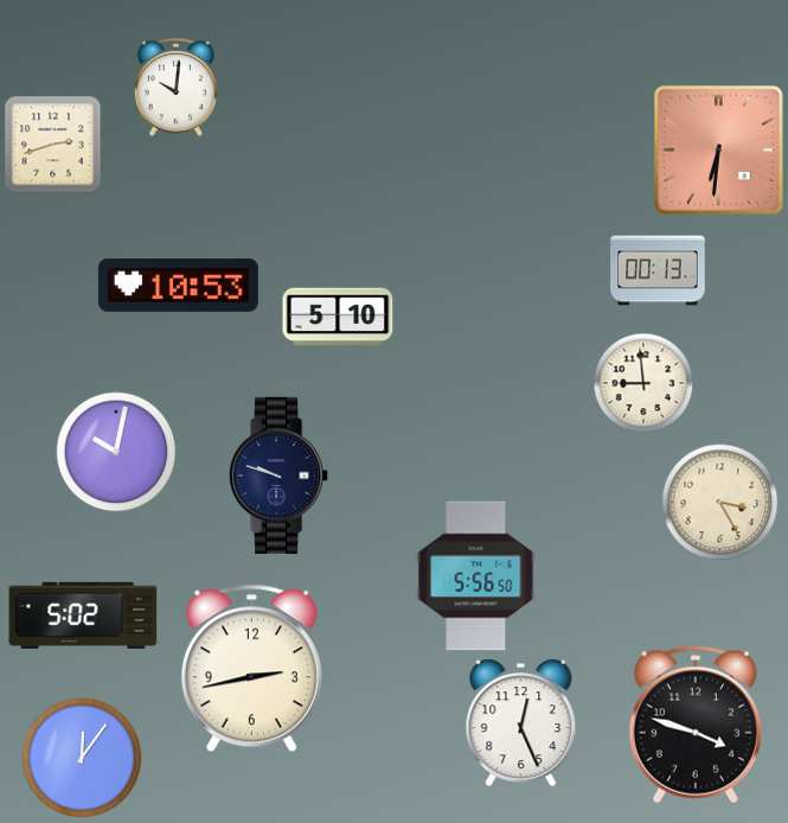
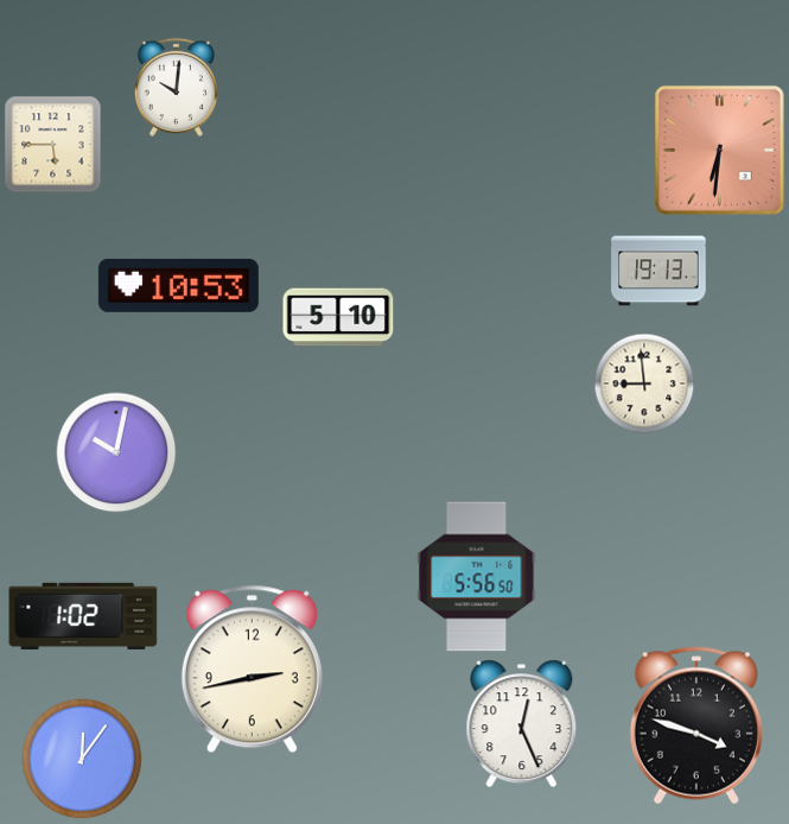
clock at (53, 145): 2:42 -> 5:45
clock at (658, 270): 00:13 -> 19:13
clock at (280, 476): 9:48 -> none
clock at (720, 503): 3:25 -> none
clock at (83, 615): 5:02 -> 1:02
